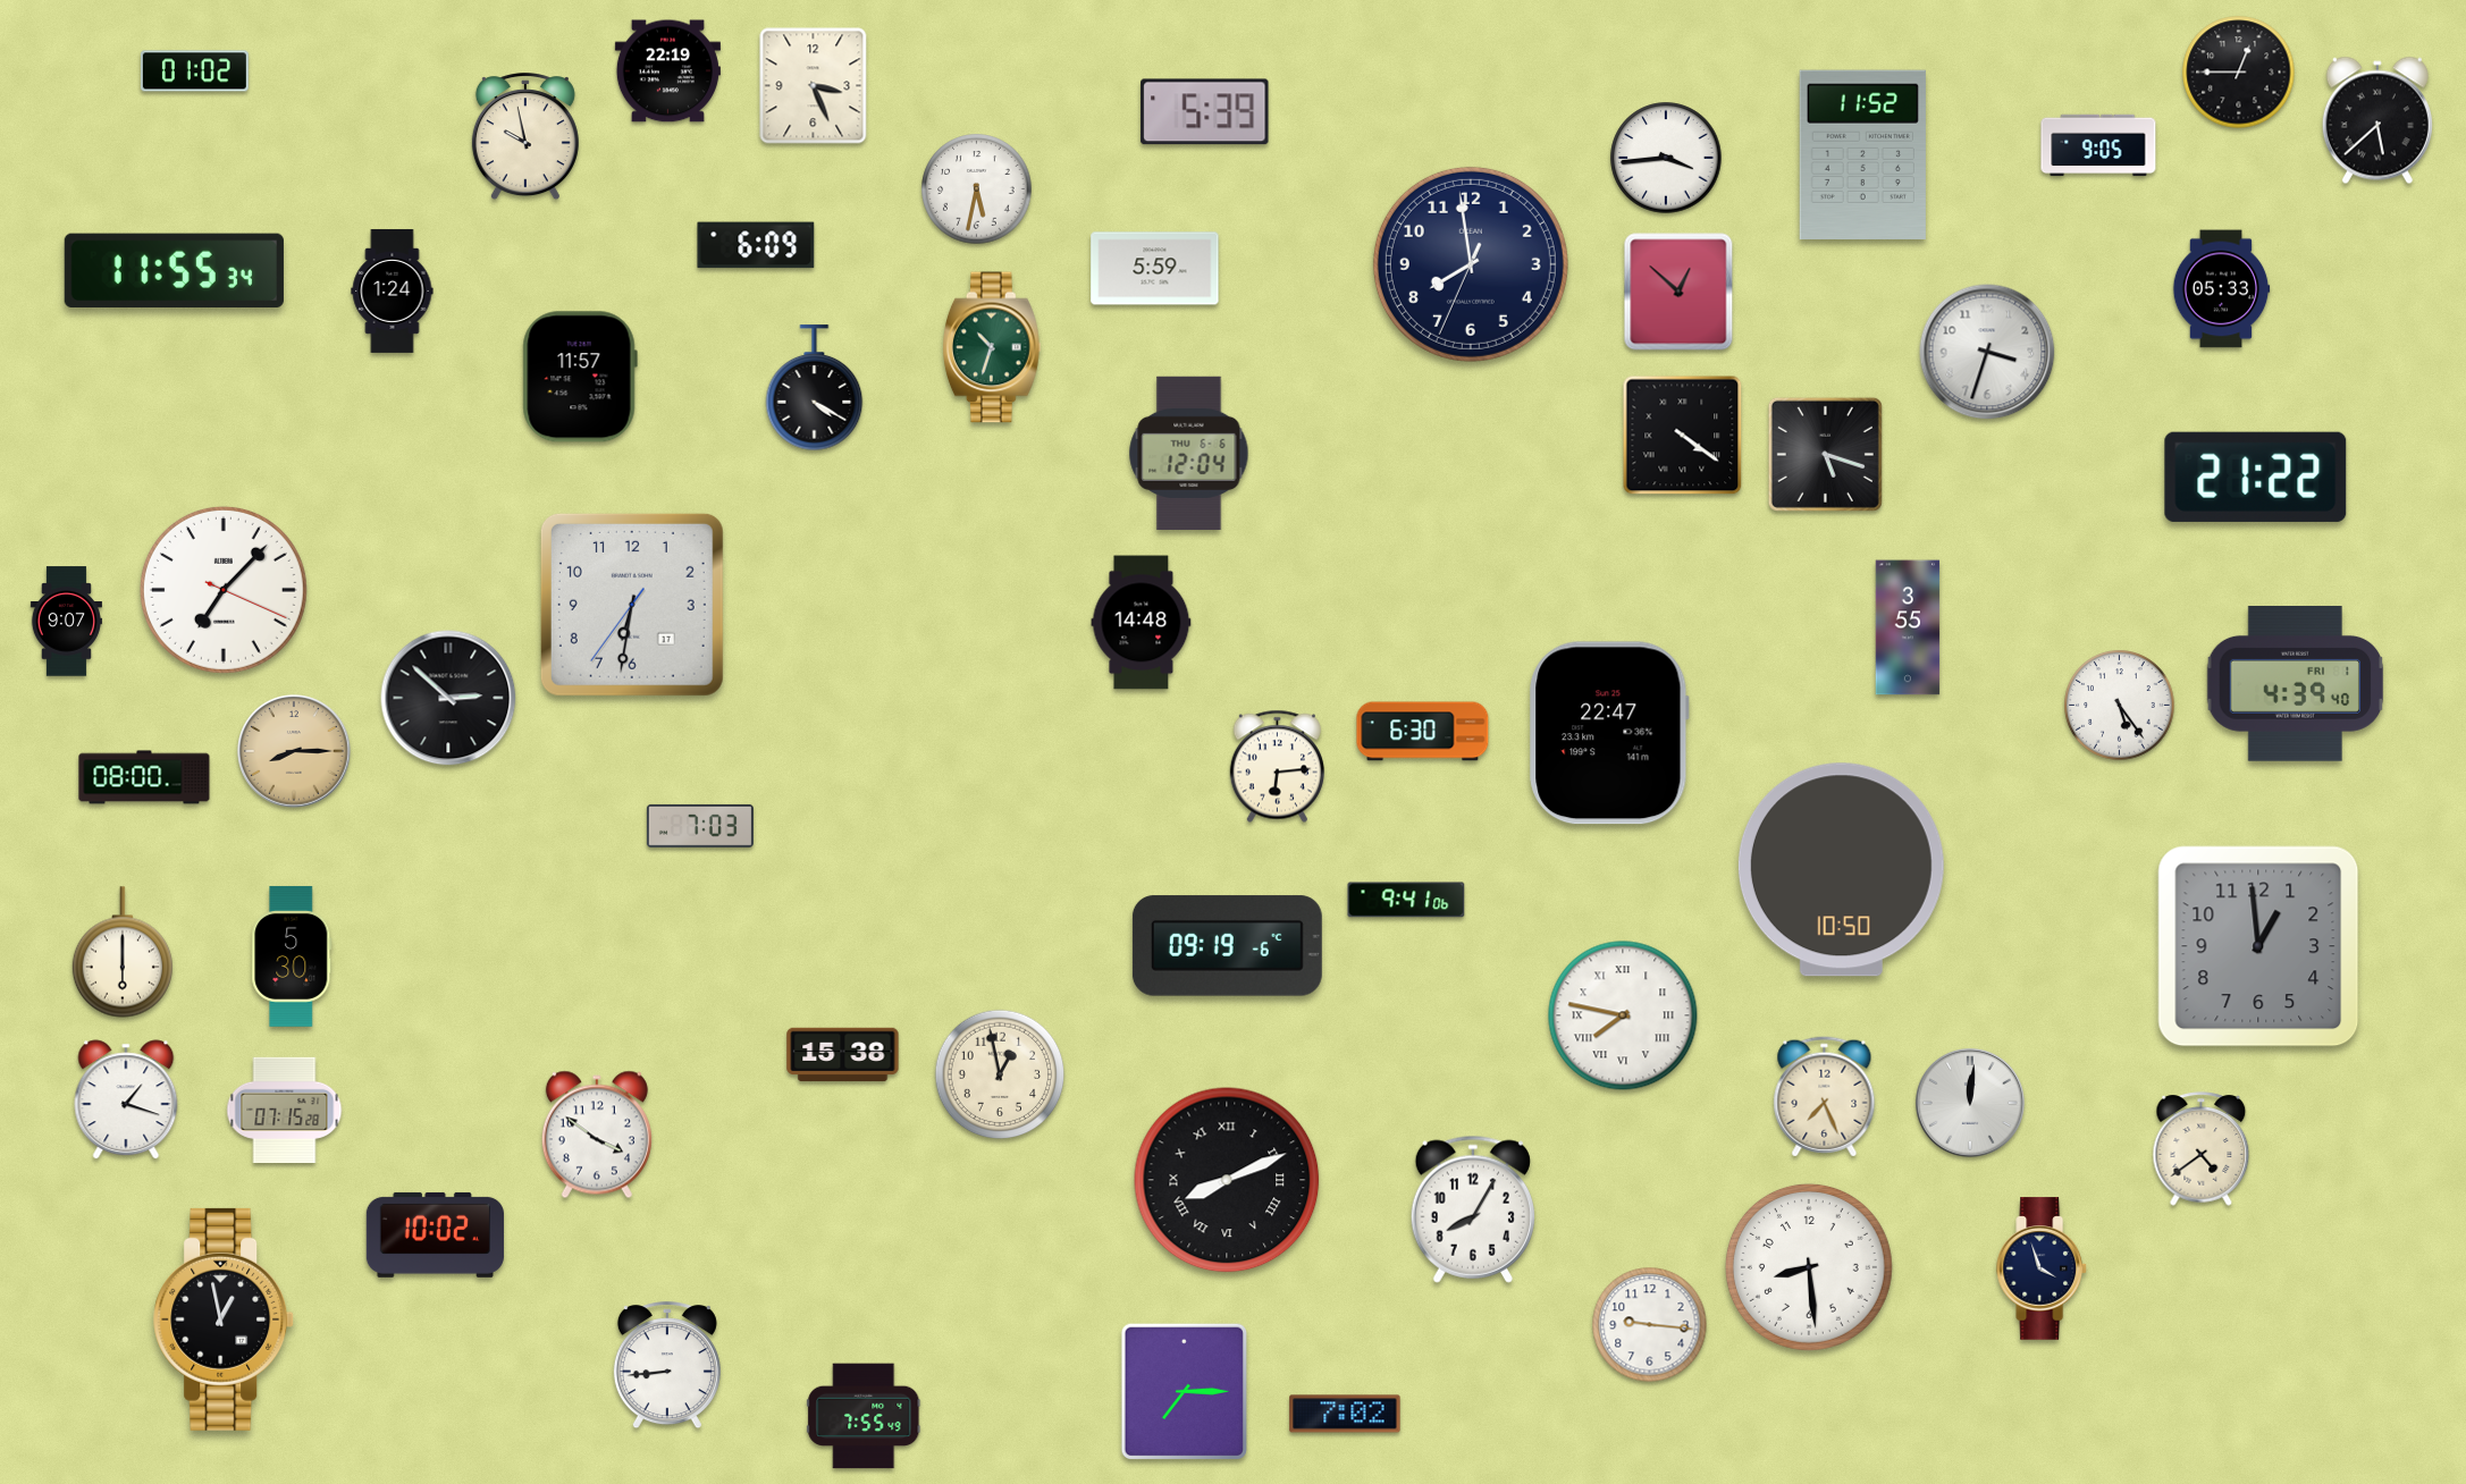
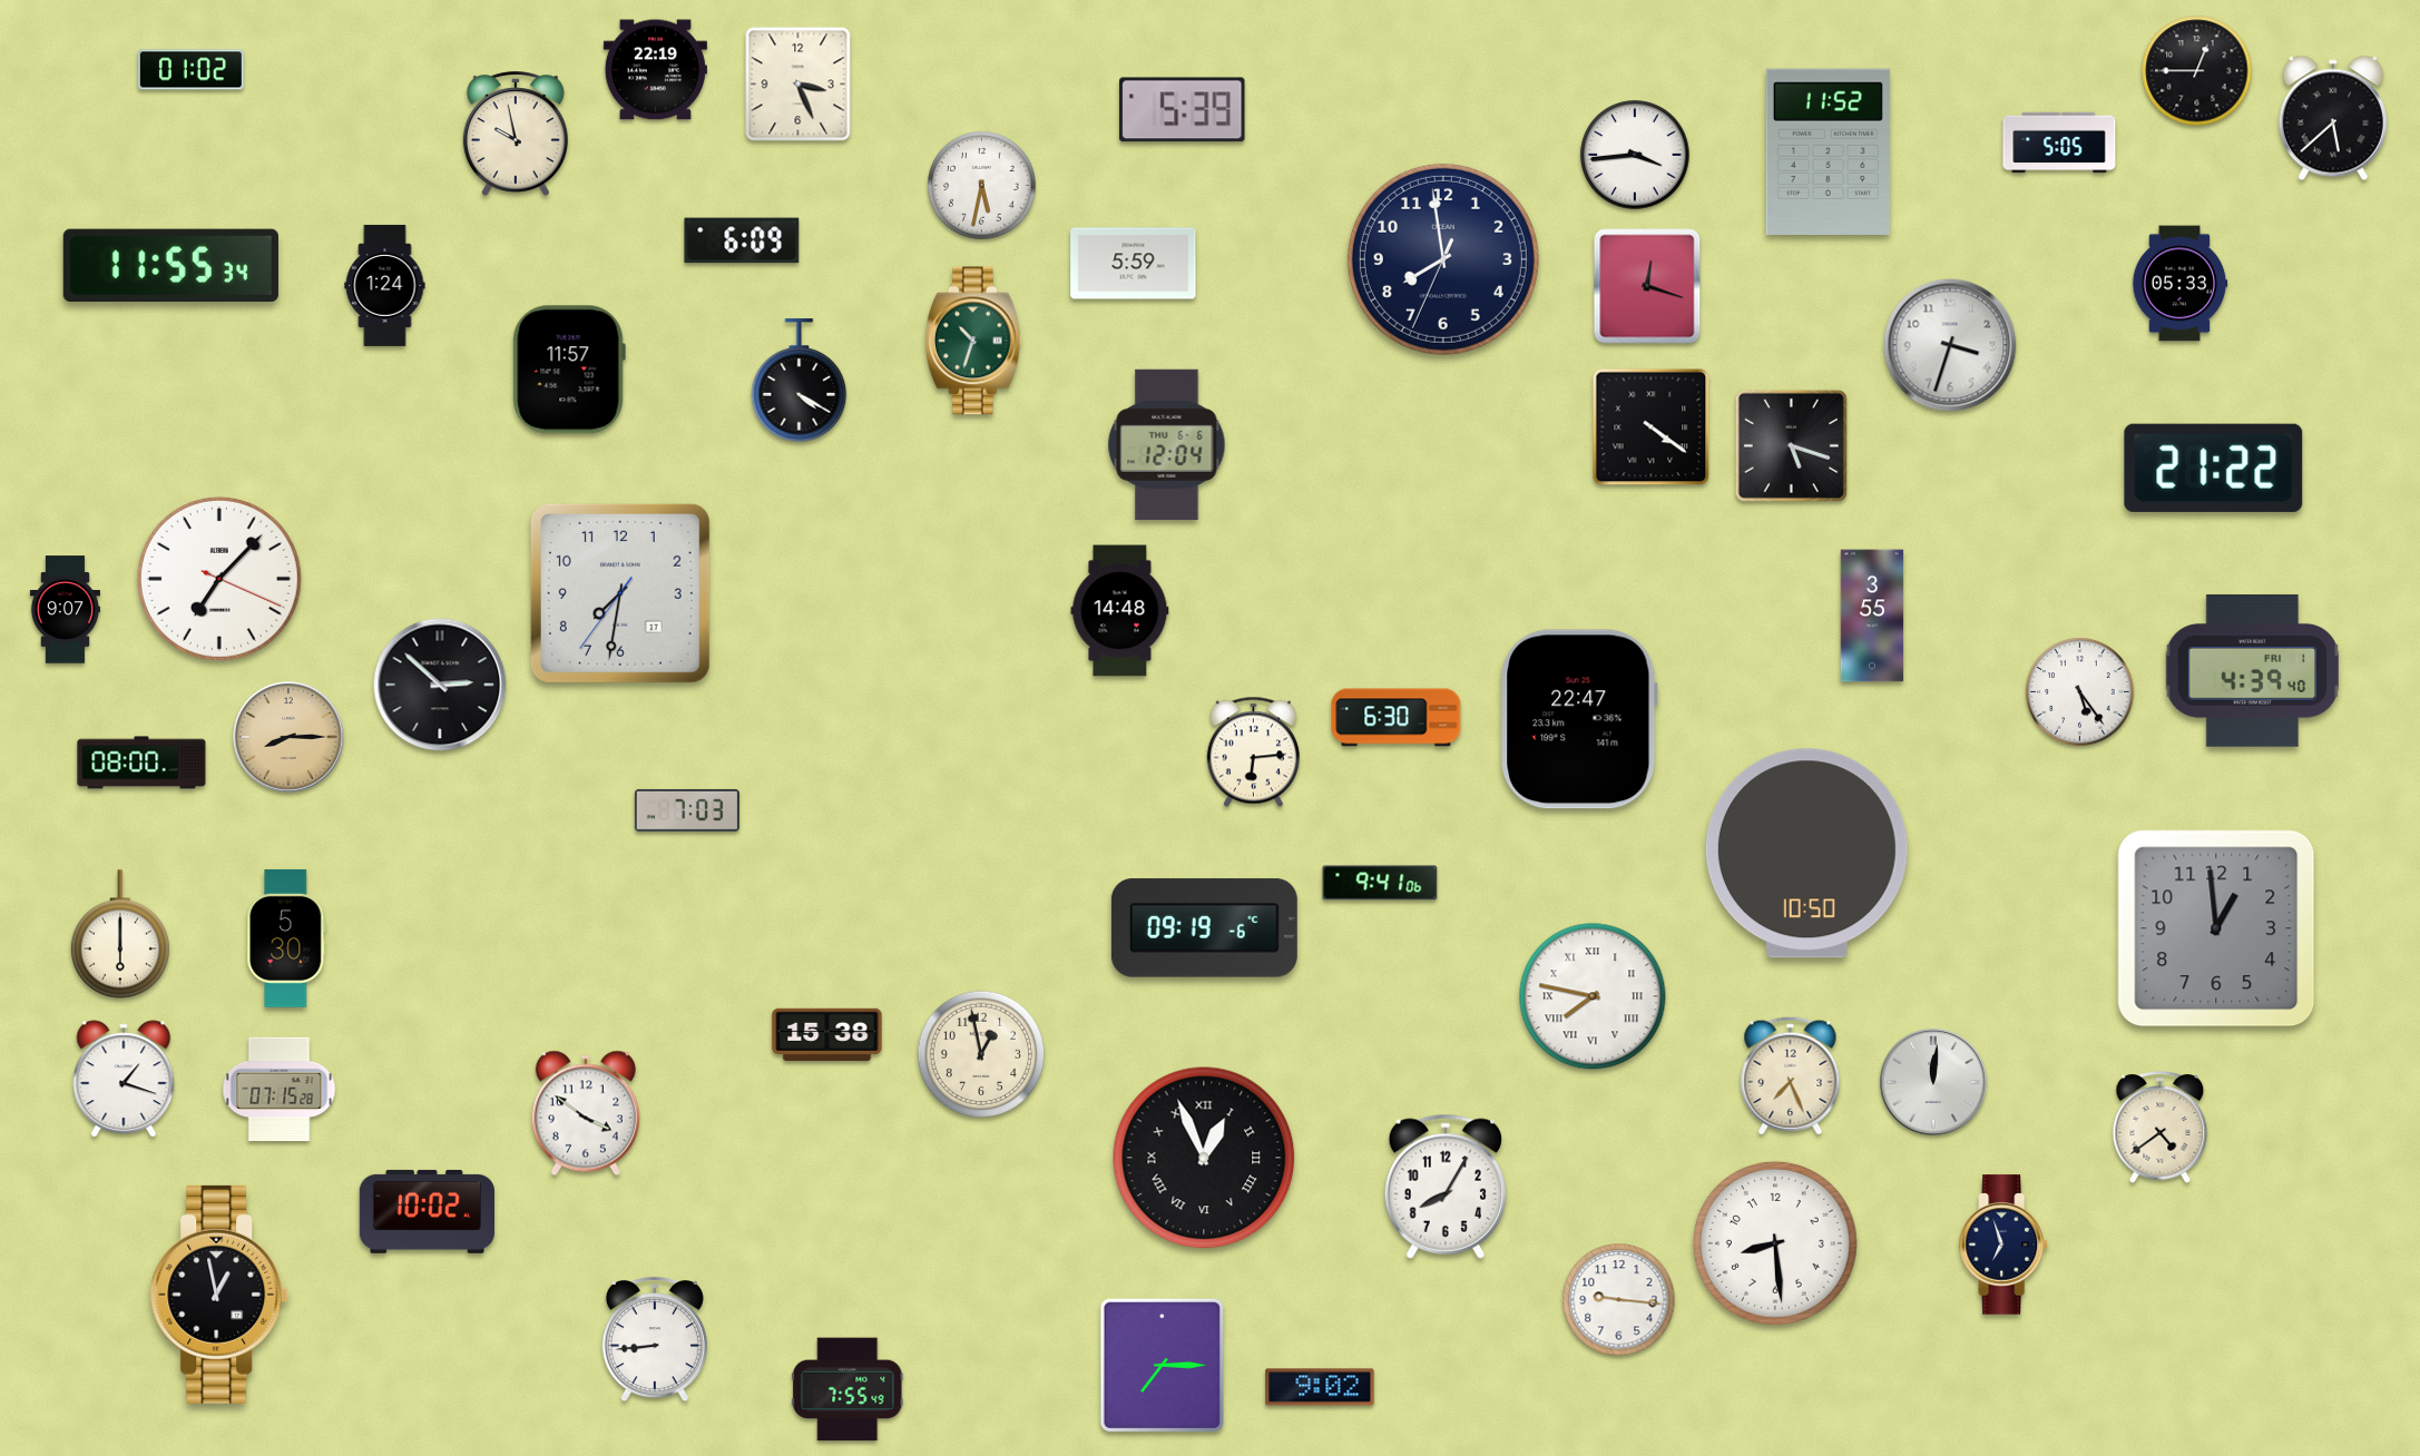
clock at (2098, 145): 9:05 -> 5:05
clock at (977, 189) position: (977, 189) -> (982, 186)
clock at (1678, 292): 12:52 -> 12:18
clock at (632, 605): 6:31 -> 7:31
clock at (1227, 1180): 8:11 -> 12:56
clock at (2043, 1268): 3:57 -> 6:57
clock at (1345, 1414): 7:02 -> 9:02
